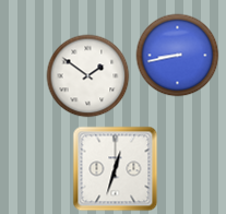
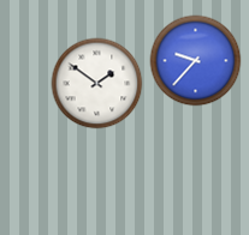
clock at (178, 56): 8:43 -> 9:37
clock at (116, 169): 12:33 -> none
